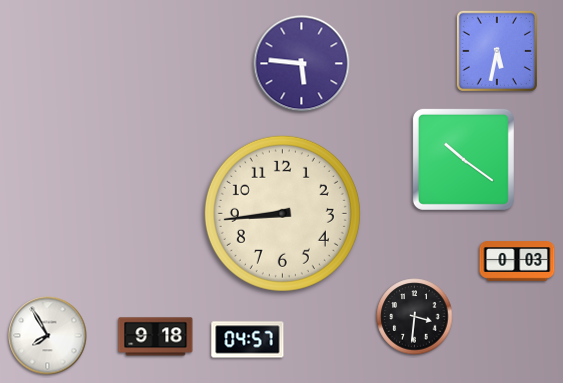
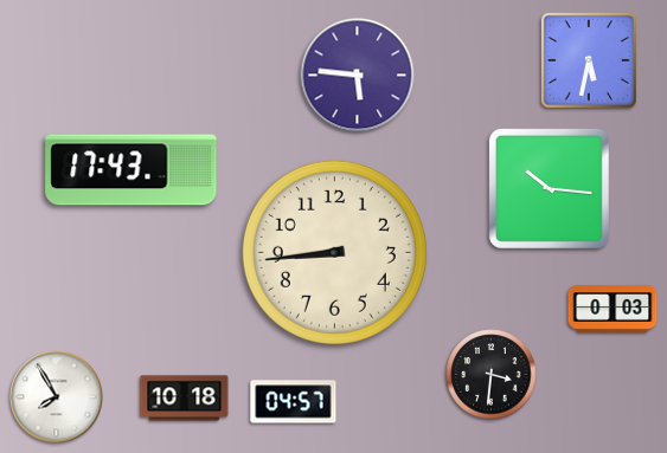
clock at (132, 170): none -> 17:43
clock at (463, 159): 10:21 -> 10:16
clock at (156, 337): 9:18 -> 10:18
